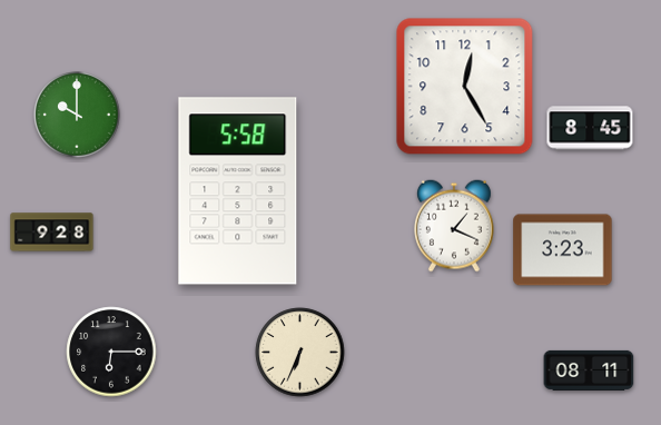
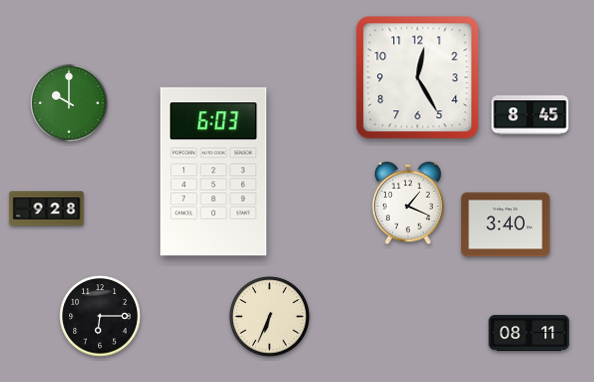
clock at (238, 191): 5:58 -> 6:03
clock at (563, 250): 3:23 -> 3:40
